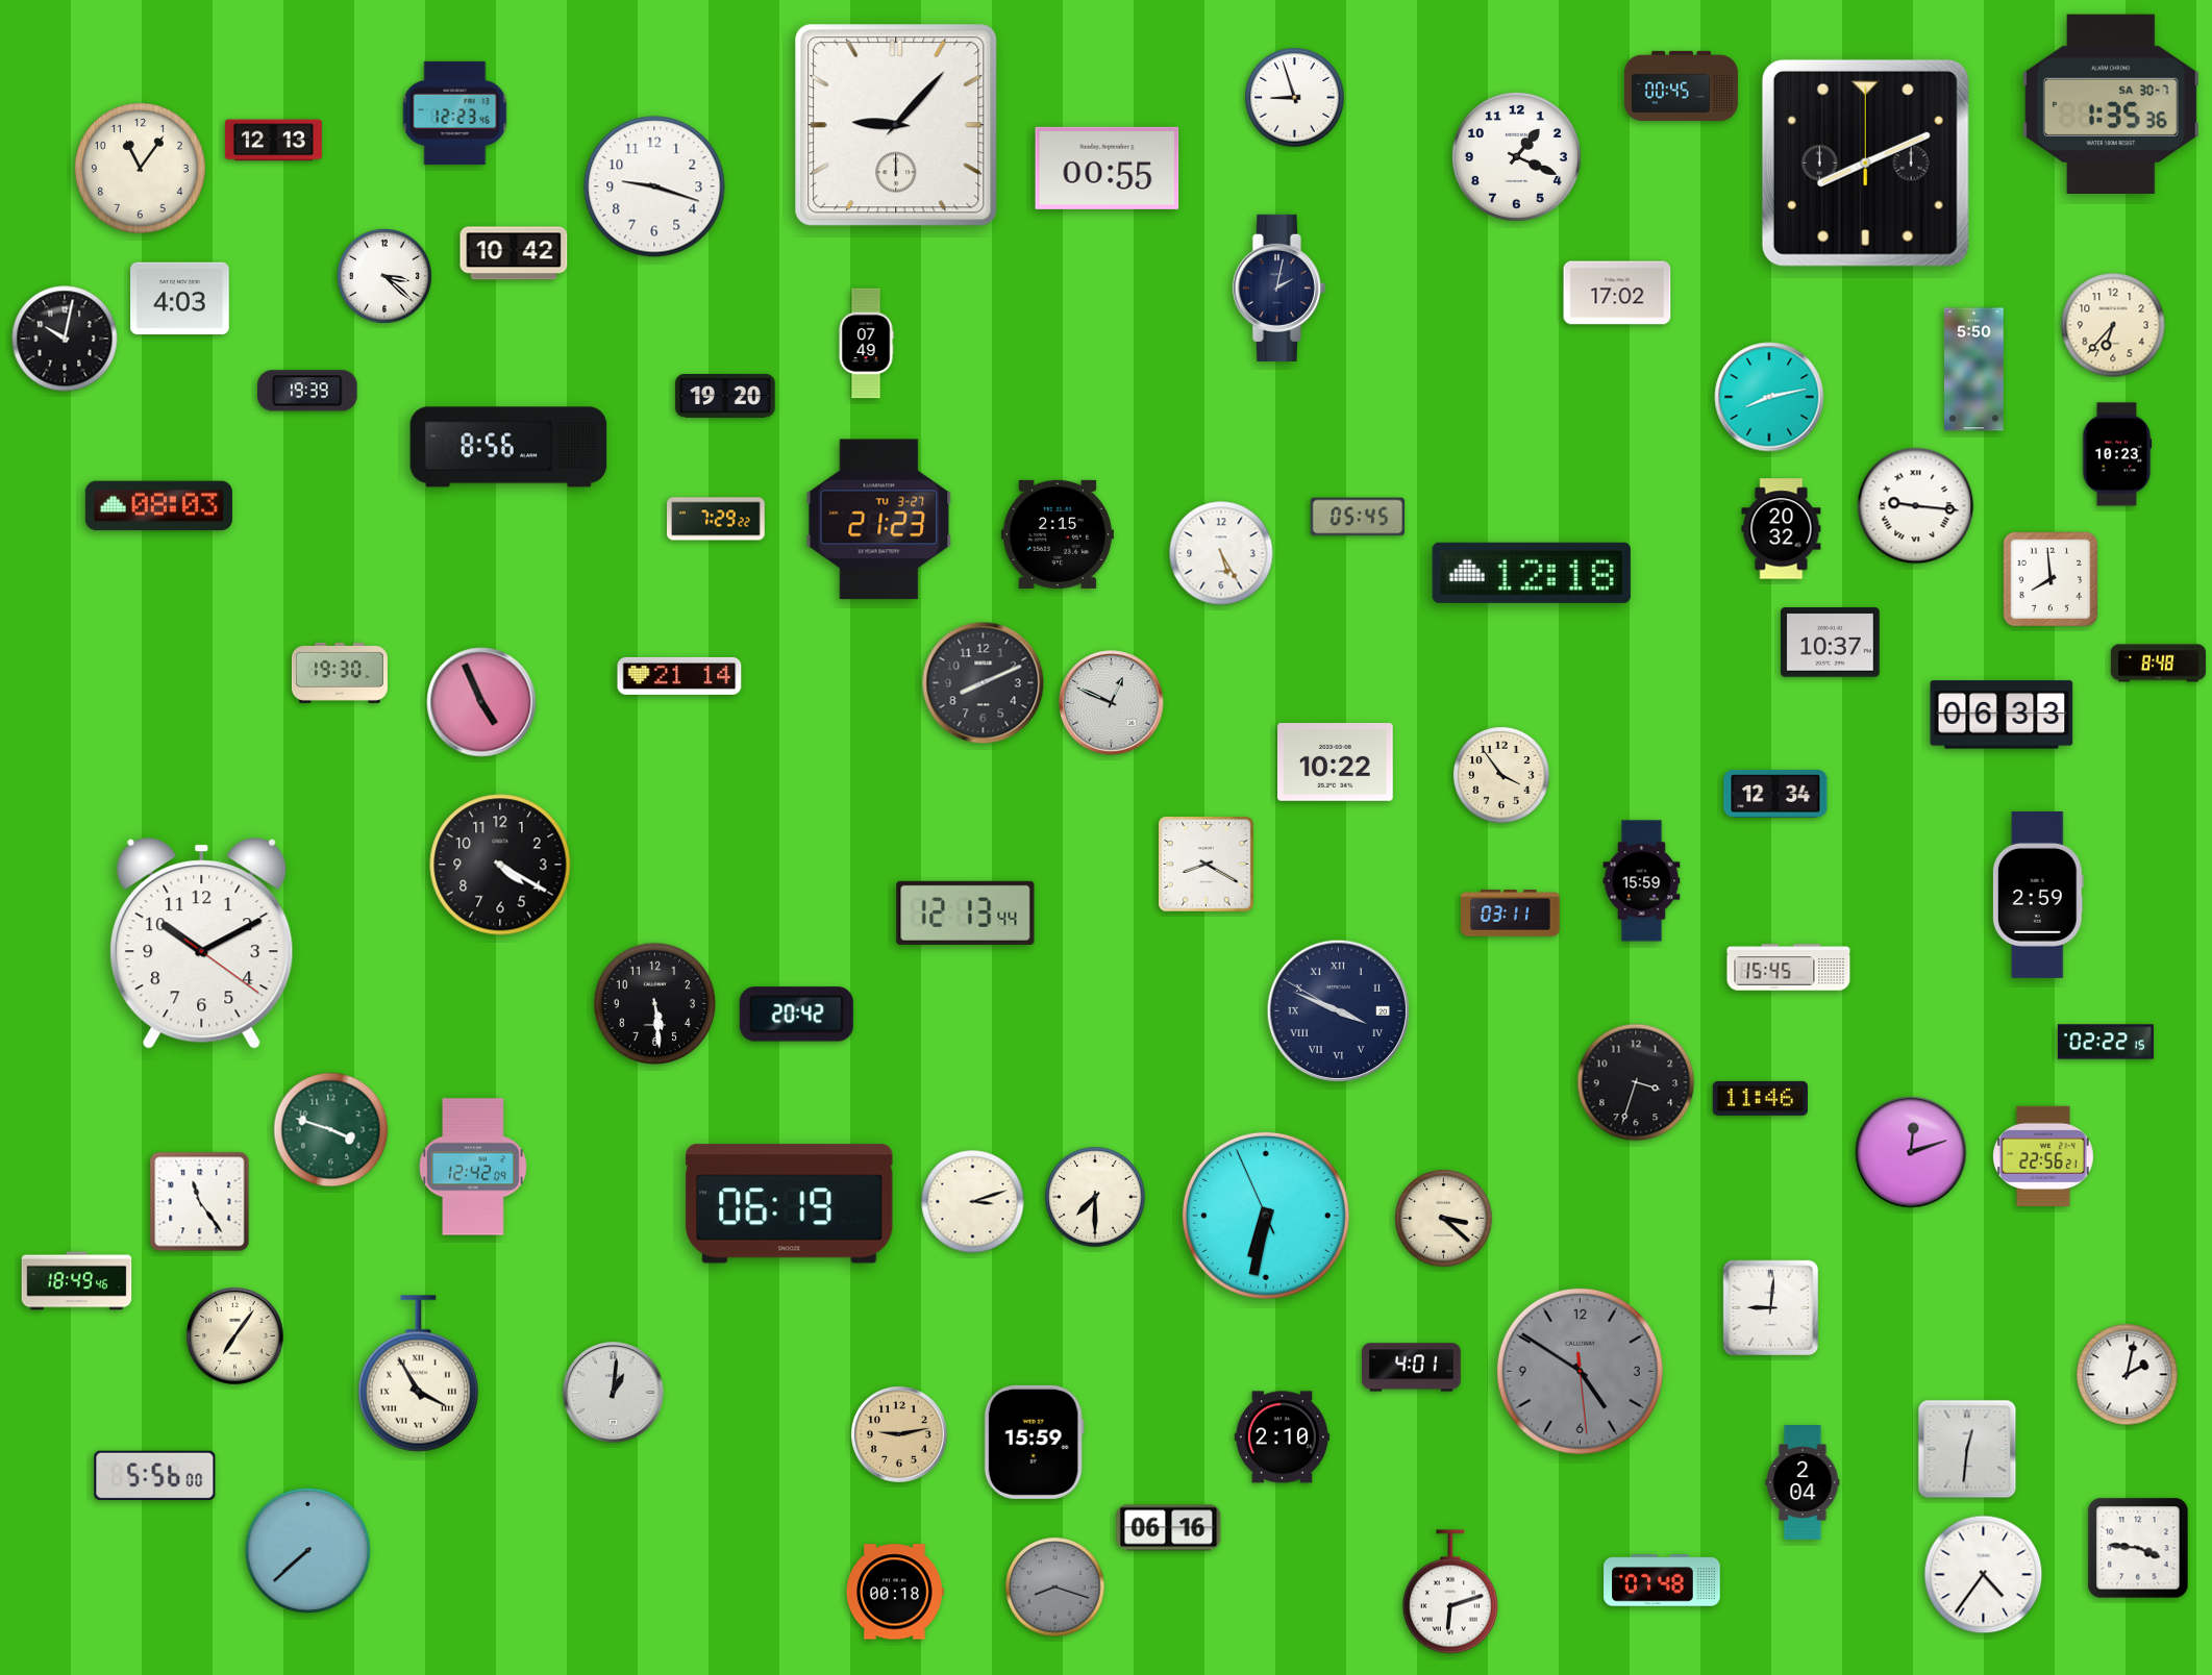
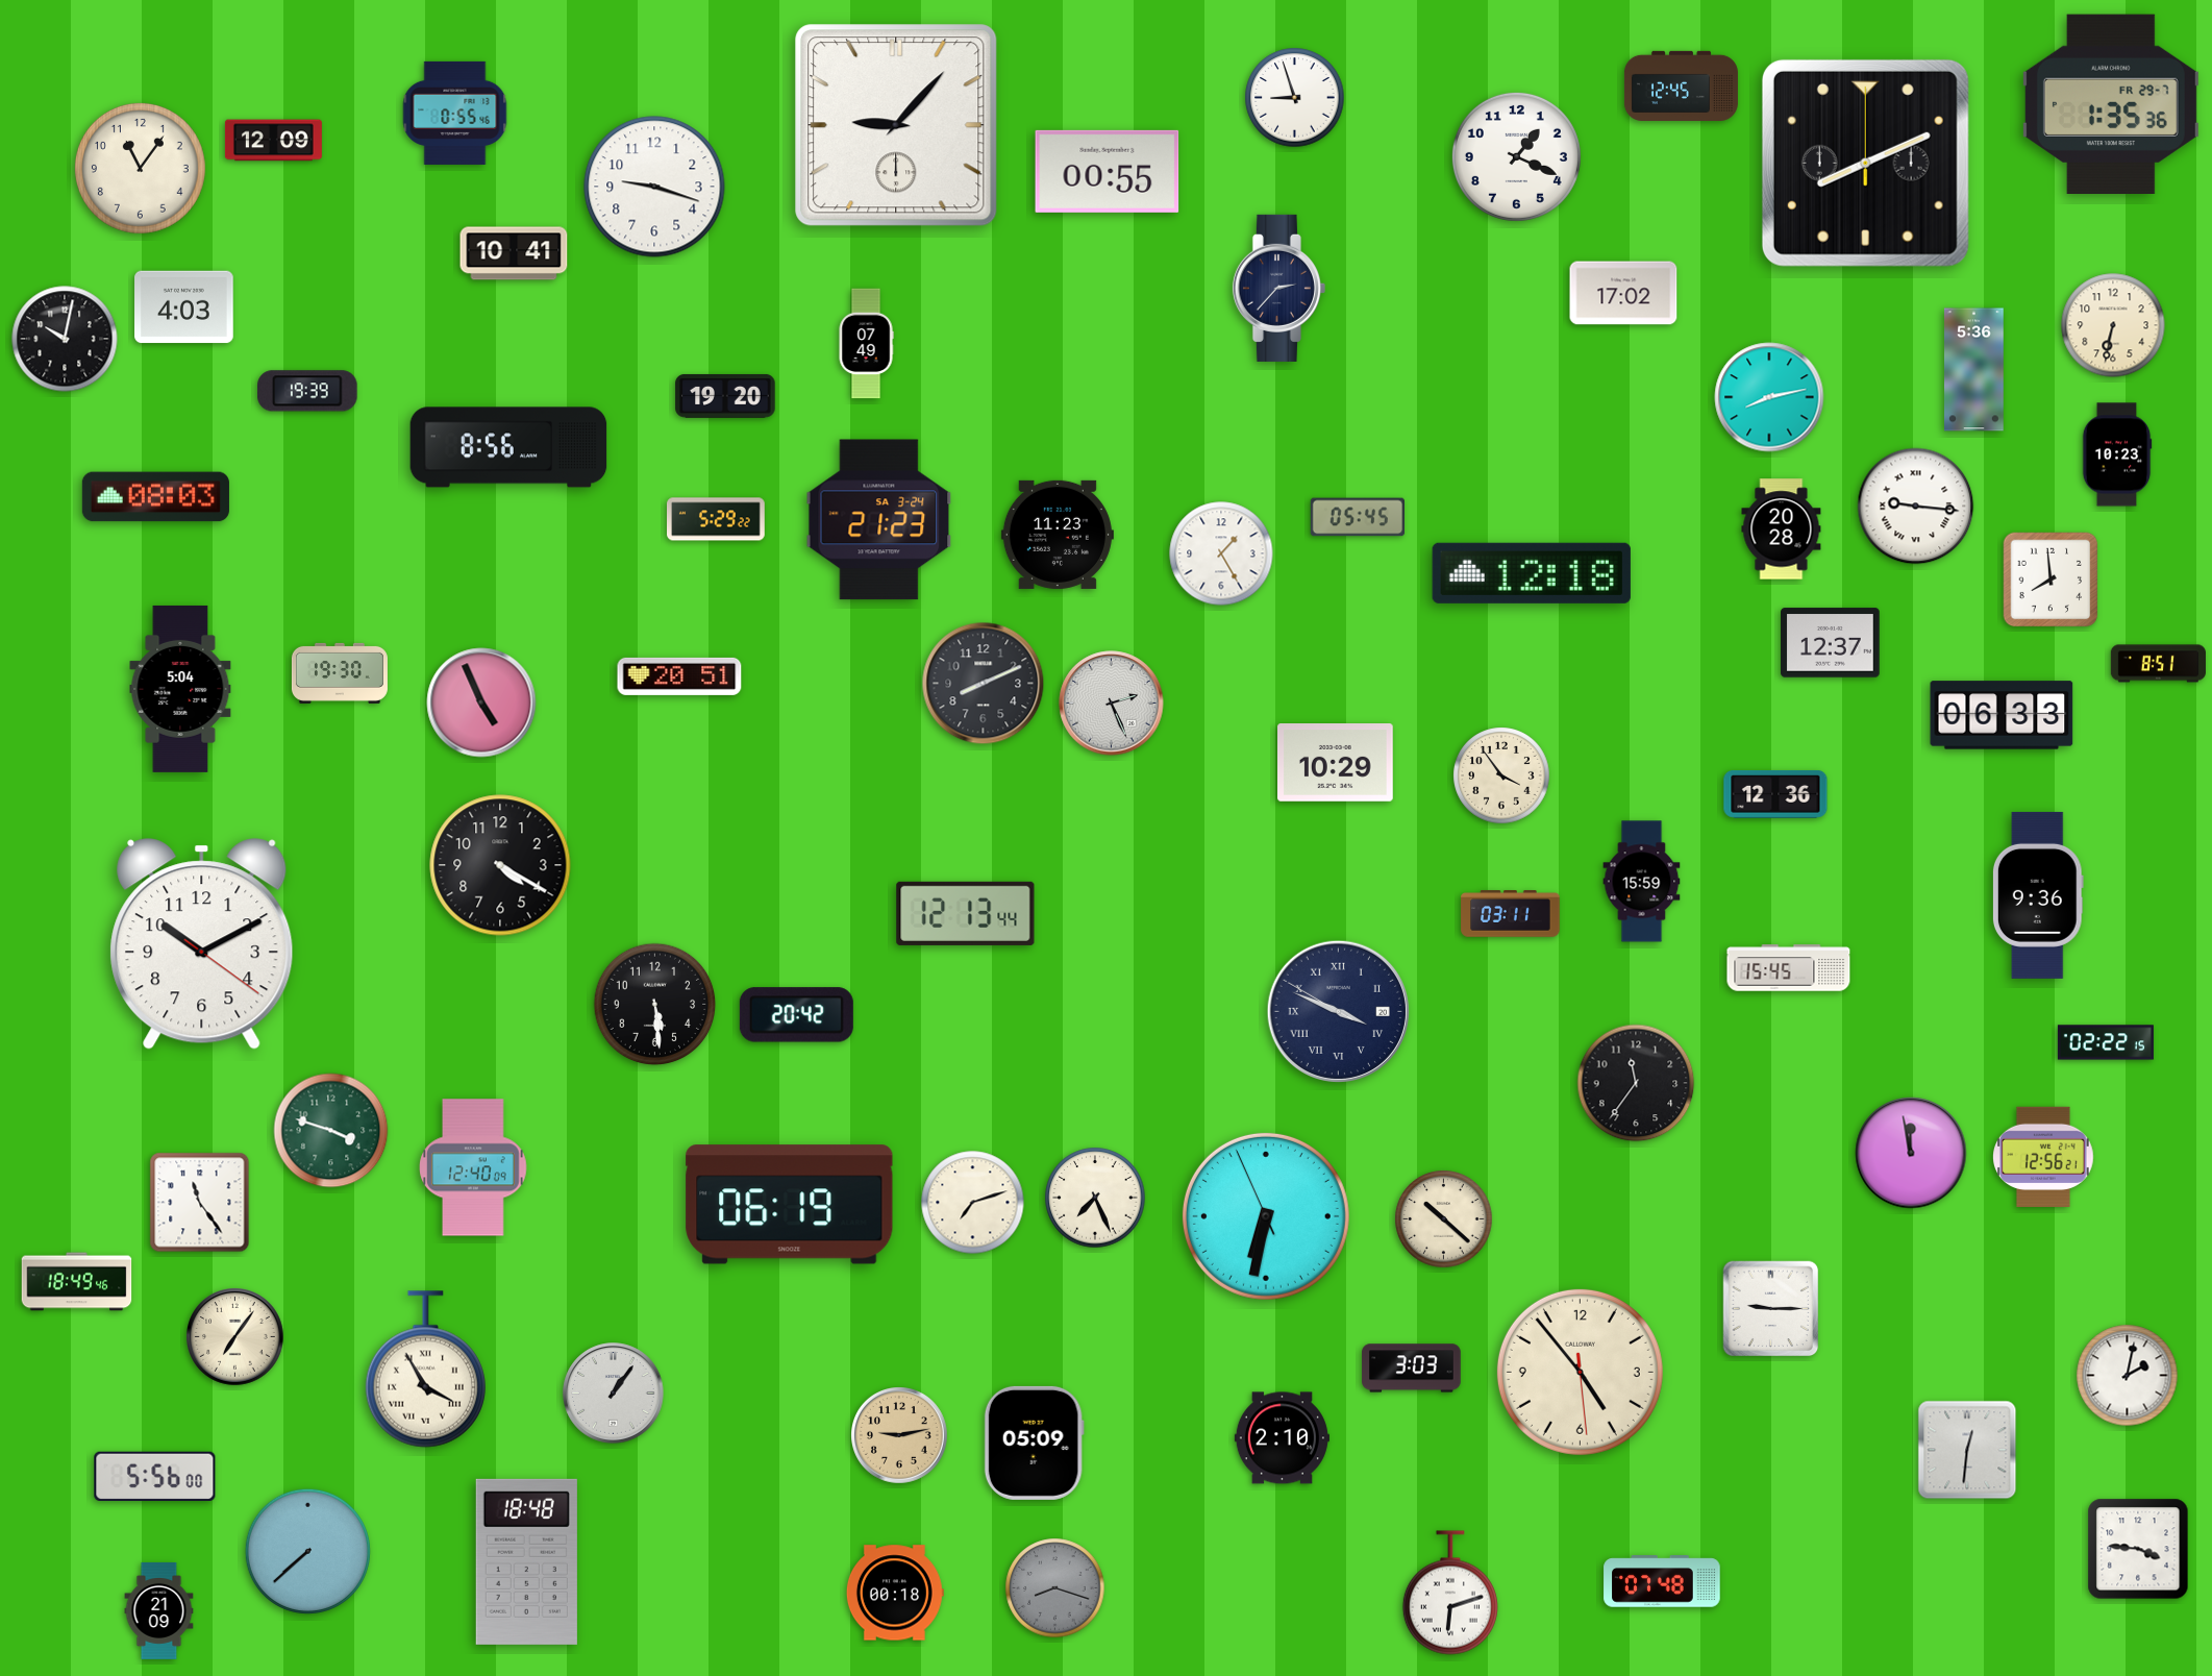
clock at (1681, 85): 00:45 -> 12:45
clock at (2111, 104) date: SA 30-7 -> FR 29-7
clock at (455, 113): 12:23 -> 0:55
clock at (273, 141): 12:13 -> 12:09
clock at (1108, 168) position: (1108, 168) -> (1108, 171)
clock at (514, 253): 10:42 -> 10:41
clock at (386, 277): 3:22 -> none
clock at (1278, 287): 2:02 -> 2:37
clock at (1617, 293) position: (1617, 293) -> (1623, 293)
clock at (180, 299) position: (180, 299) -> (184, 307)
clock at (2113, 325): 6:37 -> 6:32
clock at (1974, 370): 5:50 -> 5:36
clock at (158, 506) position: (158, 506) -> (155, 497)
clock at (717, 519): 7:29 -> 5:29
clock at (879, 520) date: TU 3-27 -> SA 3-24
clock at (1782, 529): 20:32 -> 20:28
clock at (1058, 534): 2:15 -> 11:23
clock at (1221, 553): 5:25 -> 1:25
clock at (1831, 643): 10:37 -> 12:37
clock at (2158, 664): 8:48 -> 8:51
clock at (679, 676): 21:14 -> 20:51
clock at (180, 689): none -> 5:04
clock at (1112, 703): 12:49 -> 2:26
clock at (1336, 762): 10:22 -> 10:29
clock at (1775, 794): 12:34 -> 12:36
clock at (1206, 865): 8:20 -> none
clock at (2038, 895): 2:59 -> 9:36
clock at (1636, 1082): 3:33 -> 11:36
clock at (1760, 1098): 11:46 -> none
clock at (1911, 1152): 12:12 -> 11:58
clock at (2043, 1156): 22:56 -> 12:56
clock at (473, 1167): 12:42 -> 12:40
clock at (1095, 1197): 7:30 -> 7:26
clock at (973, 1202): 3:12 -> 7:12
clock at (1444, 1219): 3:22 -> 10:22
clock at (1771, 1308): 9:01 -> 9:15
clock at (1412, 1368): 4:01 -> 3:03
clock at (1580, 1371): 4:50 -> 4:53
clock at (1580, 1371) dial: grey -> cream
clock at (418, 1374) position: (418, 1374) -> (425, 1370)
clock at (614, 1393): 1:01 -> 1:06
clock at (1034, 1442): 15:59 -> 05:09
clock at (1803, 1483): 2:04 -> none
clock at (1169, 1528): 06:16 -> none
clock at (526, 1561): none -> 18:48
clock at (1984, 1575): 4:36 -> none
clock at (159, 1610): none -> 21:09
